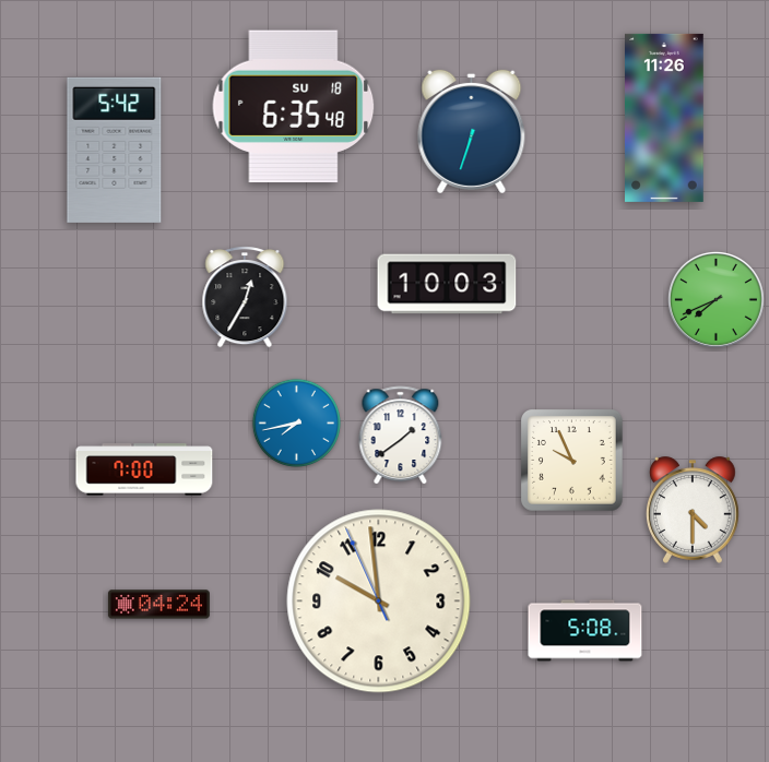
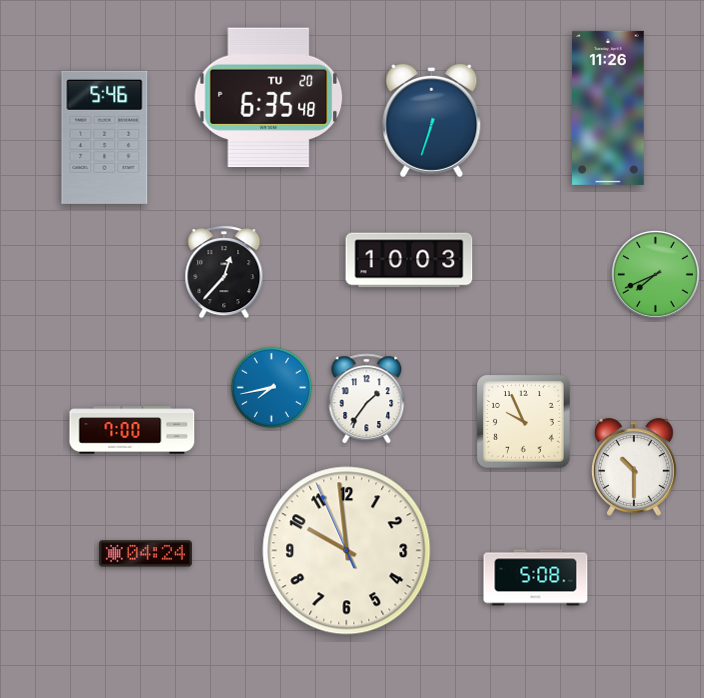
clock at (294, 107) date: SU 18 -> TU 20
clock at (115, 150): 5:42 -> 5:46
clock at (245, 298): 12:35 -> 12:37
clock at (401, 436): 1:39 -> 1:36
clock at (693, 510): 4:30 -> 10:30
